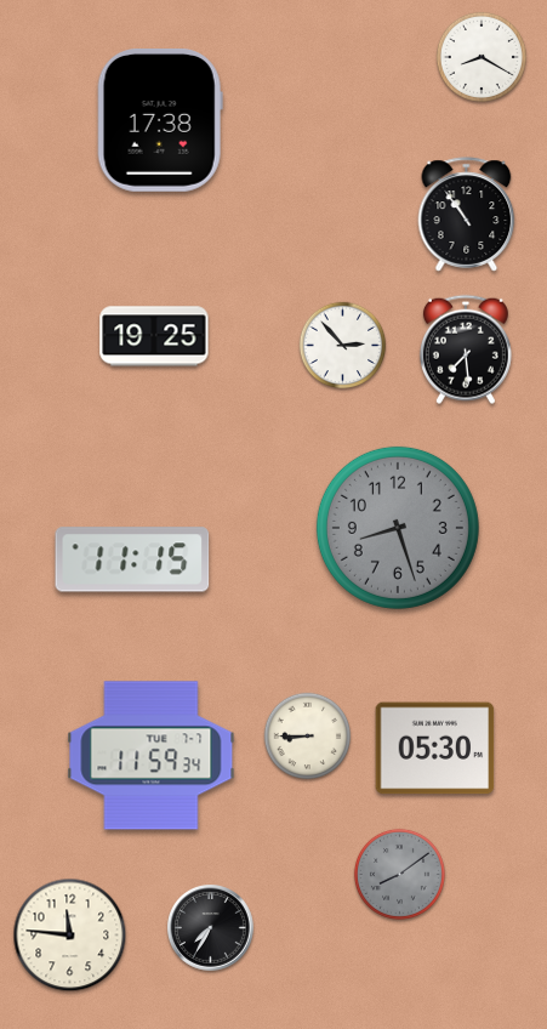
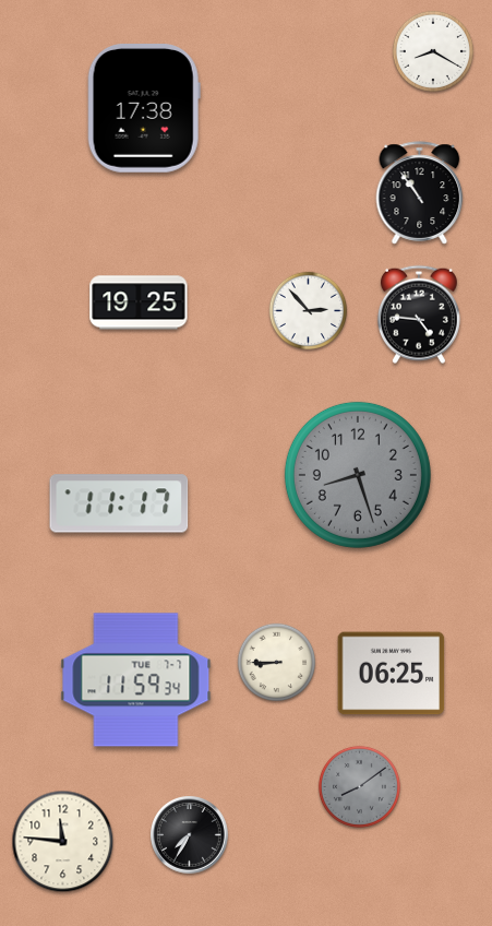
clock at (466, 349): 7:29 -> 4:46
clock at (132, 559): 11:15 -> 11:17
clock at (435, 749): 05:30 -> 06:25
